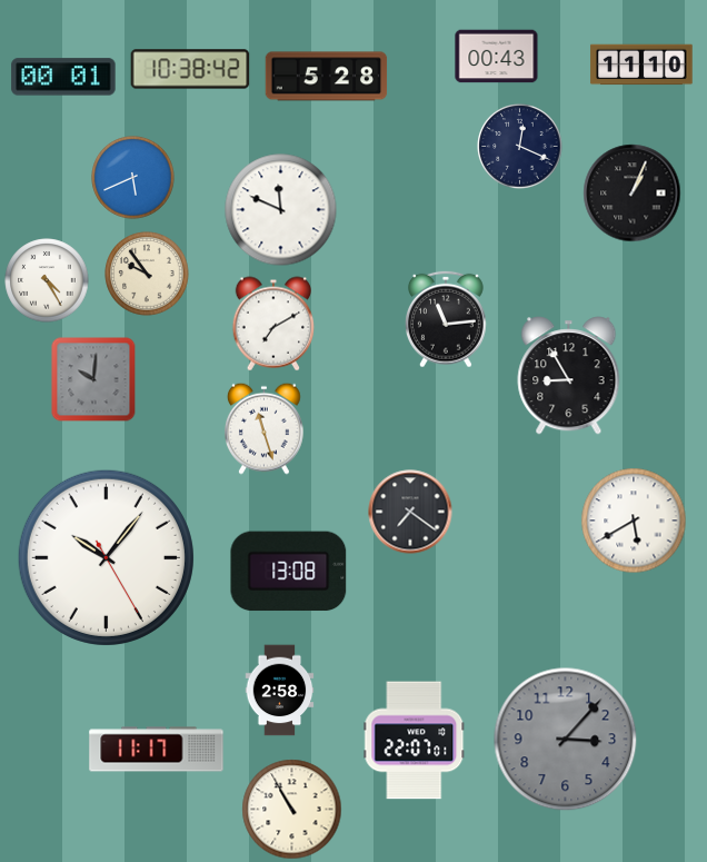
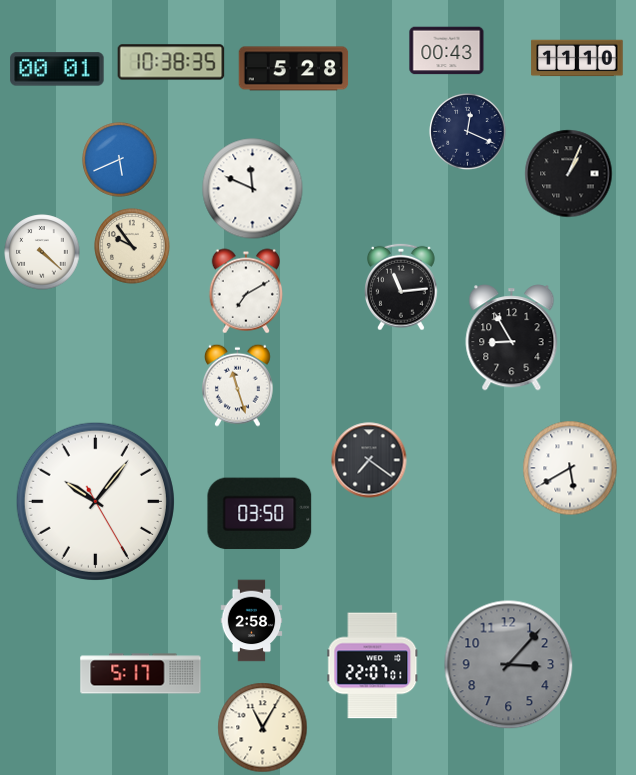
clock at (190, 69): 10:38:42 -> 10:38:35
clock at (47, 280): 4:25 -> 4:22
clock at (93, 379): 10:01 -> none
clock at (289, 572): 13:08 -> 03:50
clock at (157, 750): 11:17 -> 5:17
clock at (292, 810): 10:55 -> 11:05
